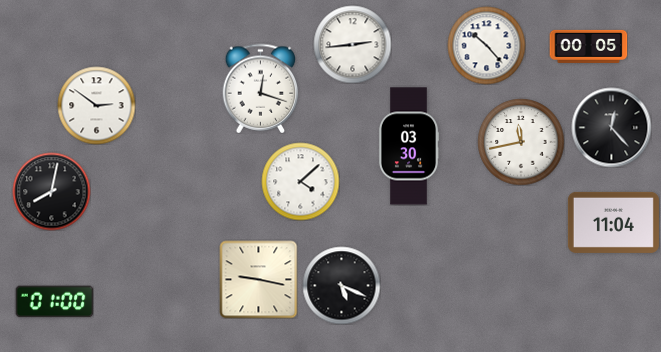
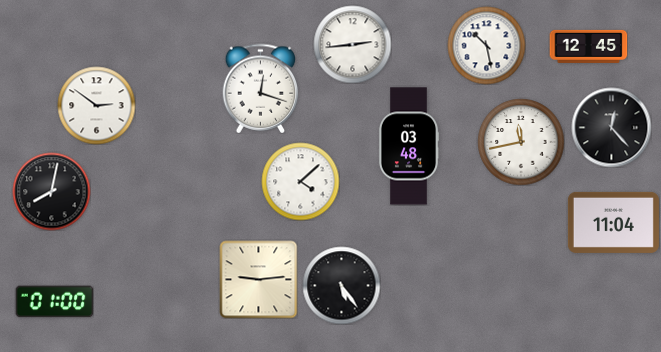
clock at (486, 45): 10:23 -> 10:28
clock at (588, 46): 00:05 -> 12:45
clock at (409, 146): 03:30 -> 03:48
clock at (258, 279): 9:17 -> 9:14
clock at (341, 285): 5:19 -> 5:24
